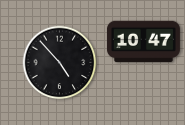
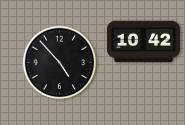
clock at (143, 42): 10:47 -> 10:42
